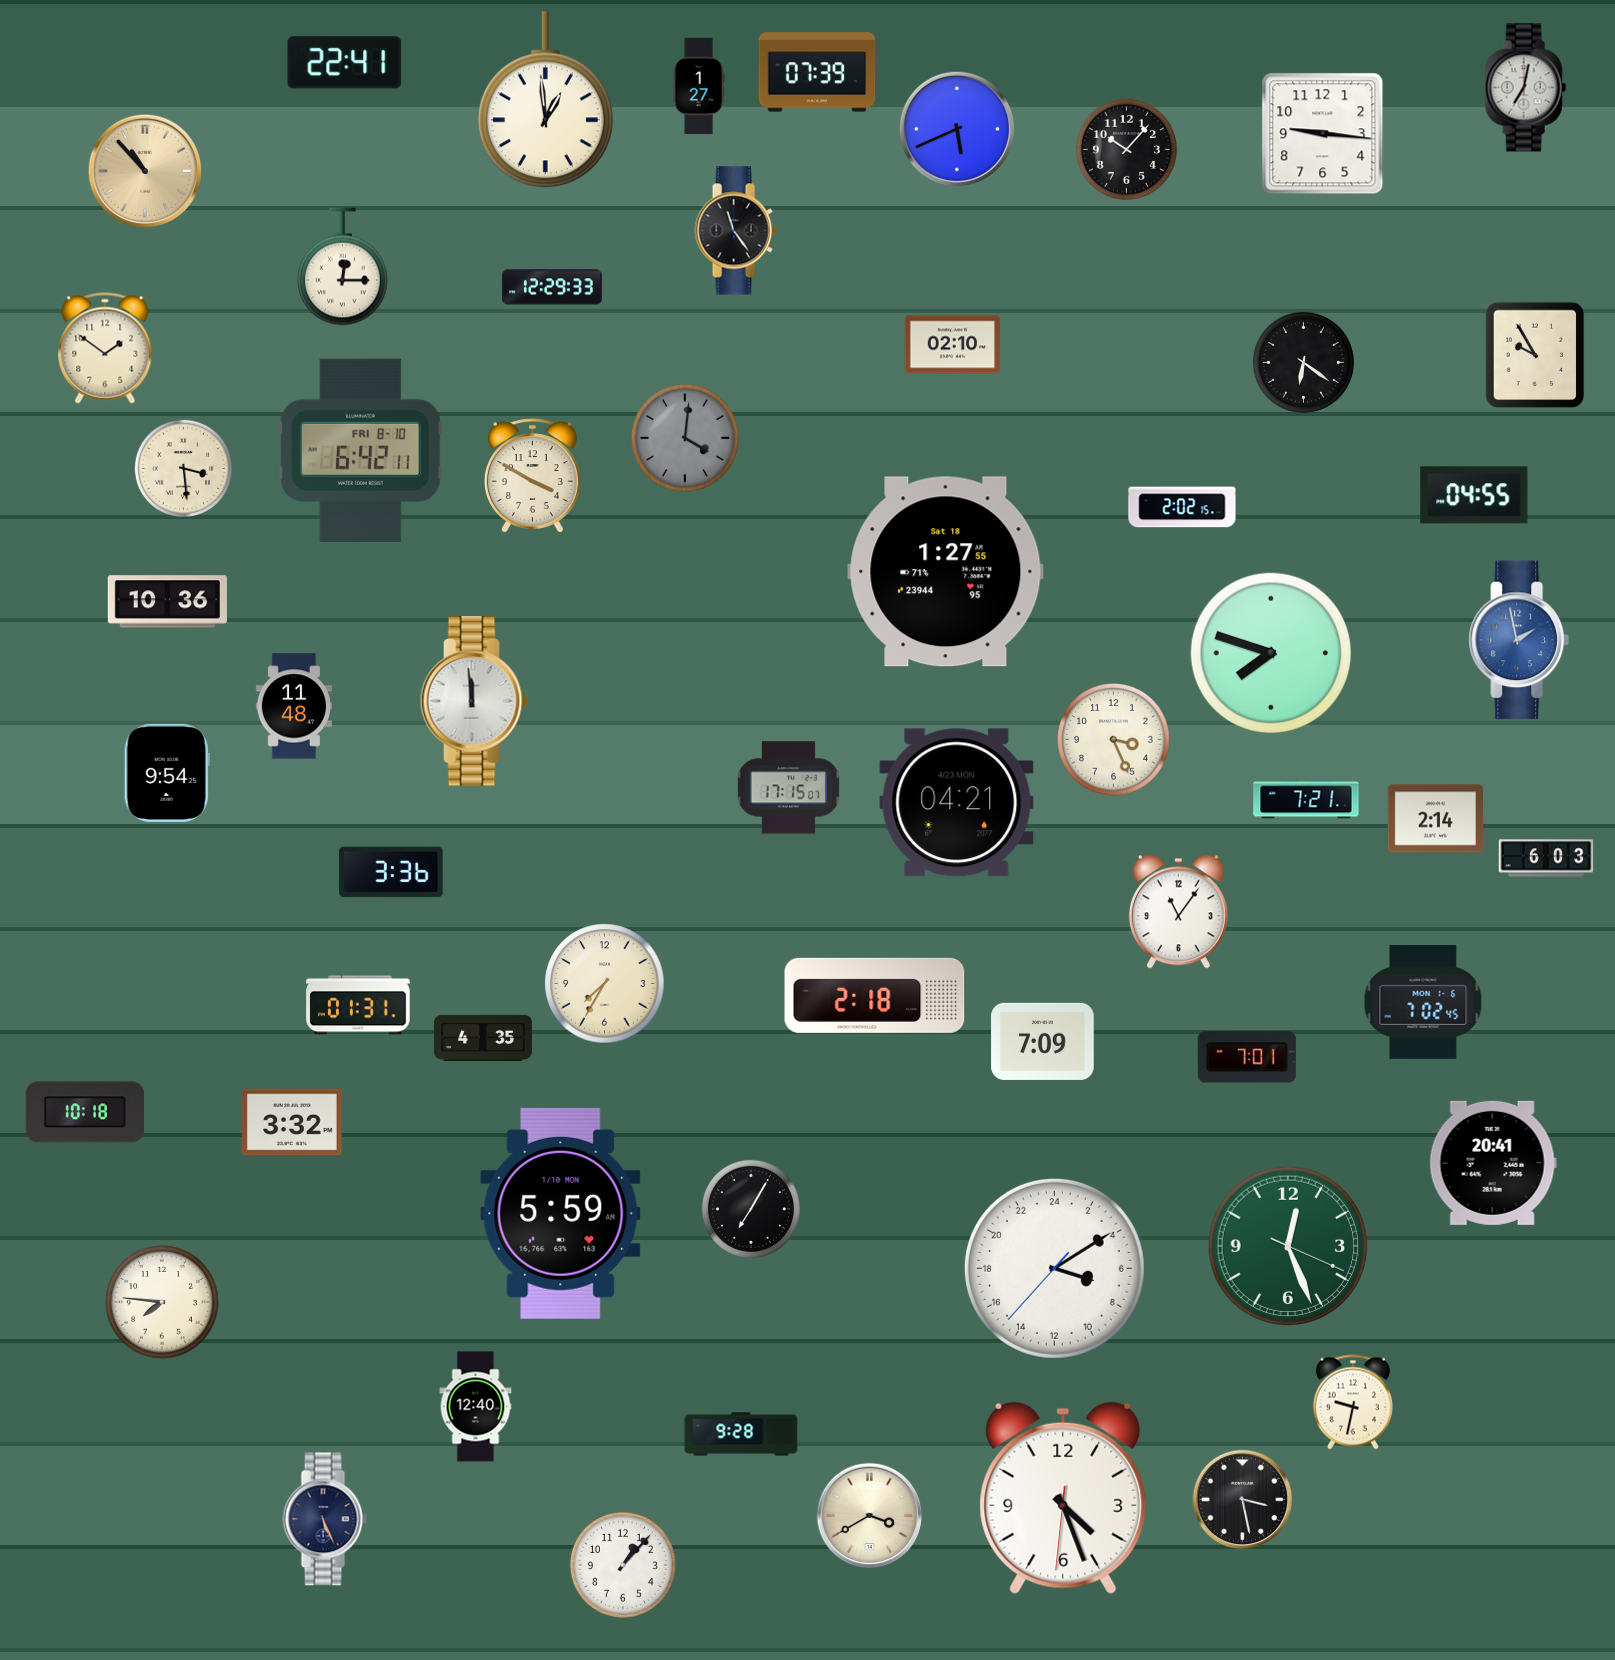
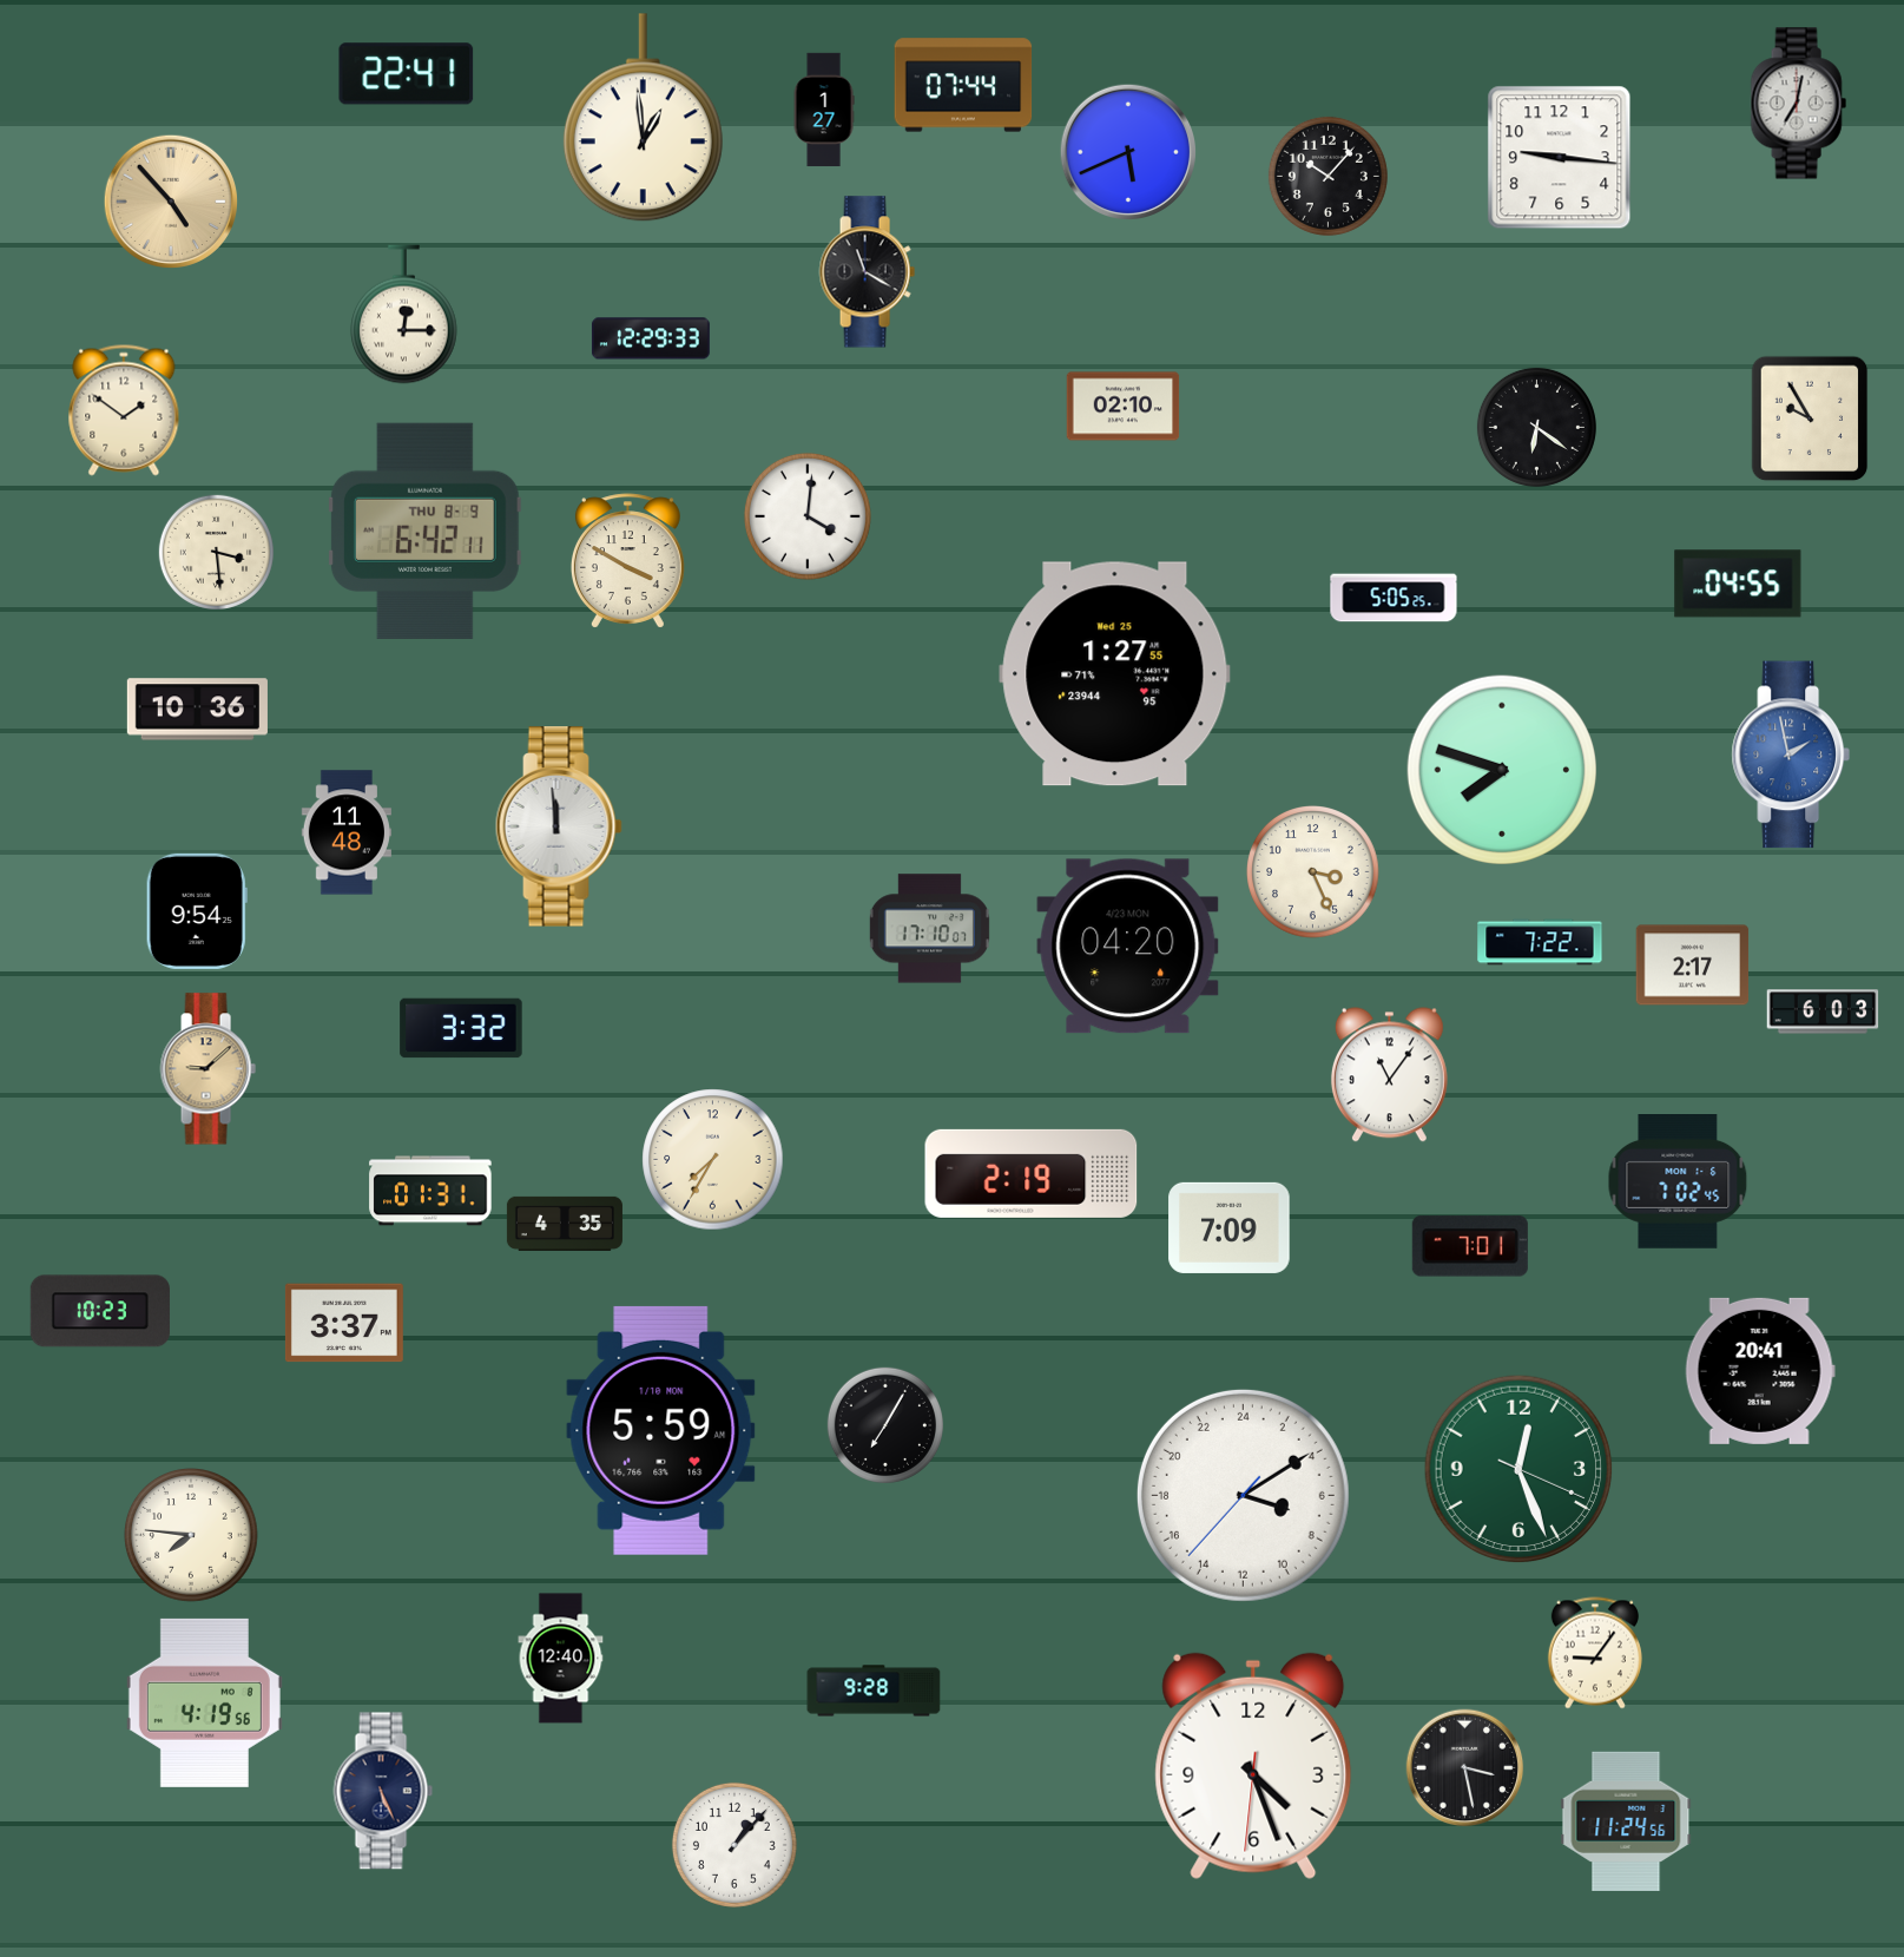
clock at (817, 72): 07:39 -> 07:44
clock at (699, 86) position: (699, 86) -> (824, 110)
clock at (144, 170): 10:53 -> 4:53
clock at (735, 231): 11:24 -> 11:20
clock at (685, 438) dial: grey -> white
clock at (360, 450) date: FRI 8-10 -> THU 8-9
clock at (1182, 507): 2:02 -> 5:05
clock at (946, 572) date: Sat 18 -> Wed 25
clock at (1270, 652) position: (1270, 652) -> (1501, 769)
clock at (788, 788): 17:15 -> 17:10
clock at (1306, 799): 7:21 -> 7:22
clock at (957, 803): 04:21 -> 04:20
clock at (1436, 819): 2:14 -> 2:17
clock at (391, 872): 3:36 -> 3:32
clock at (207, 1069): none -> 9:08
clock at (875, 995): 2:18 -> 2:19
clock at (358, 1005) position: (358, 1005) -> (430, 1191)
clock at (483, 1038) position: (483, 1038) -> (565, 1224)
clock at (85, 1112): 10:18 -> 10:23
clock at (292, 1122): 3:32 -> 3:37
clock at (1353, 1402): 9:32 -> 9:06
clock at (204, 1702): none -> 4:19
clock at (870, 1516): 3:40 -> none
clock at (1626, 1821): none -> 11:24
